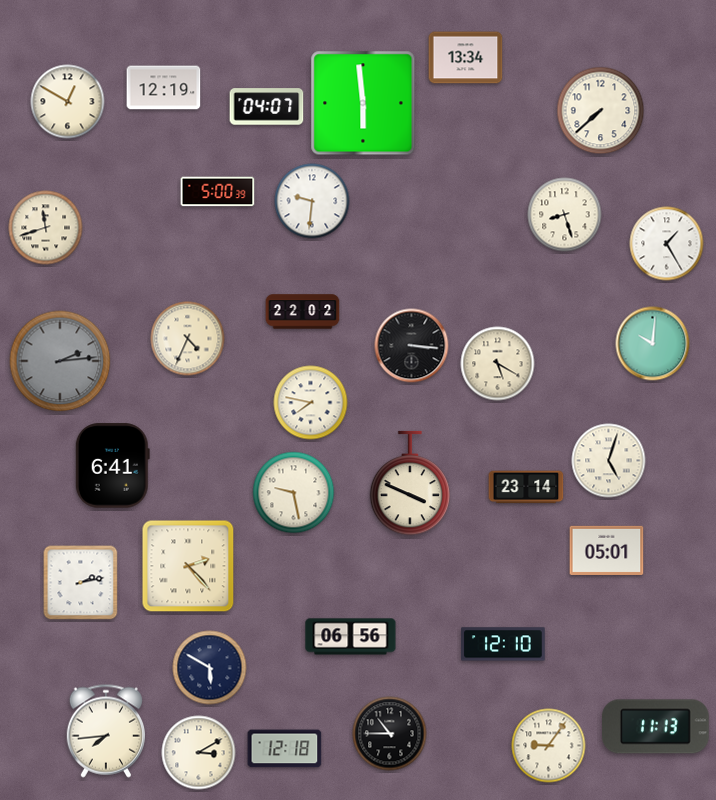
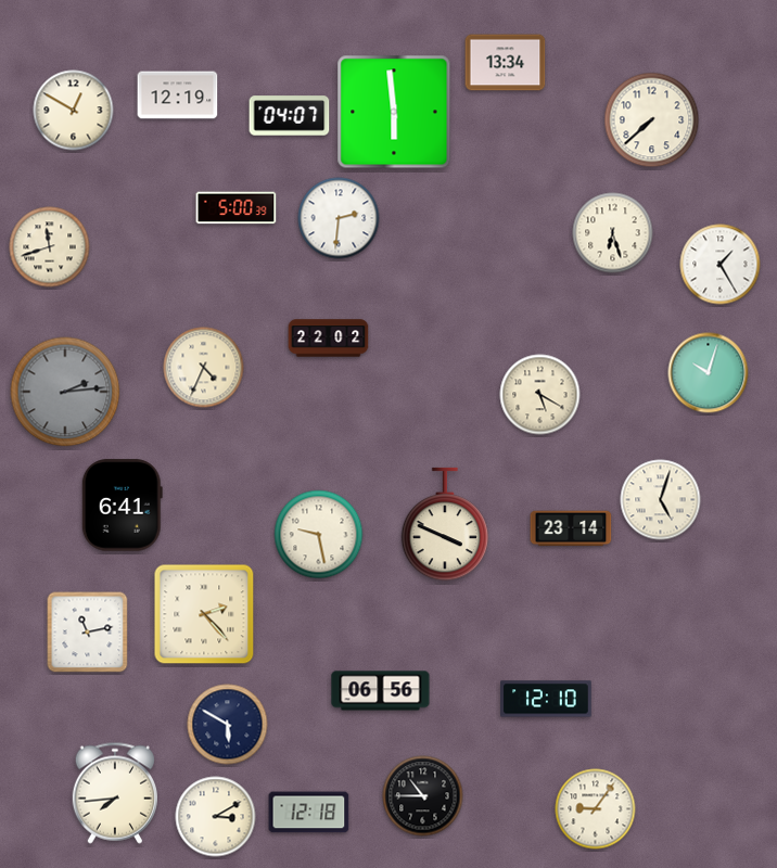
clock at (312, 201): 9:31 -> 2:31
clock at (565, 215): 8:27 -> 6:27
clock at (667, 244) position: (667, 244) -> (721, 265)
clock at (653, 344): 10:01 -> 10:03
clock at (412, 346): 3:16 -> none
clock at (311, 403): 7:47 -> none
clock at (607, 550): 05:01 -> none
clock at (81, 583): 2:13 -> 11:13
clock at (656, 727): 11:13 -> none
